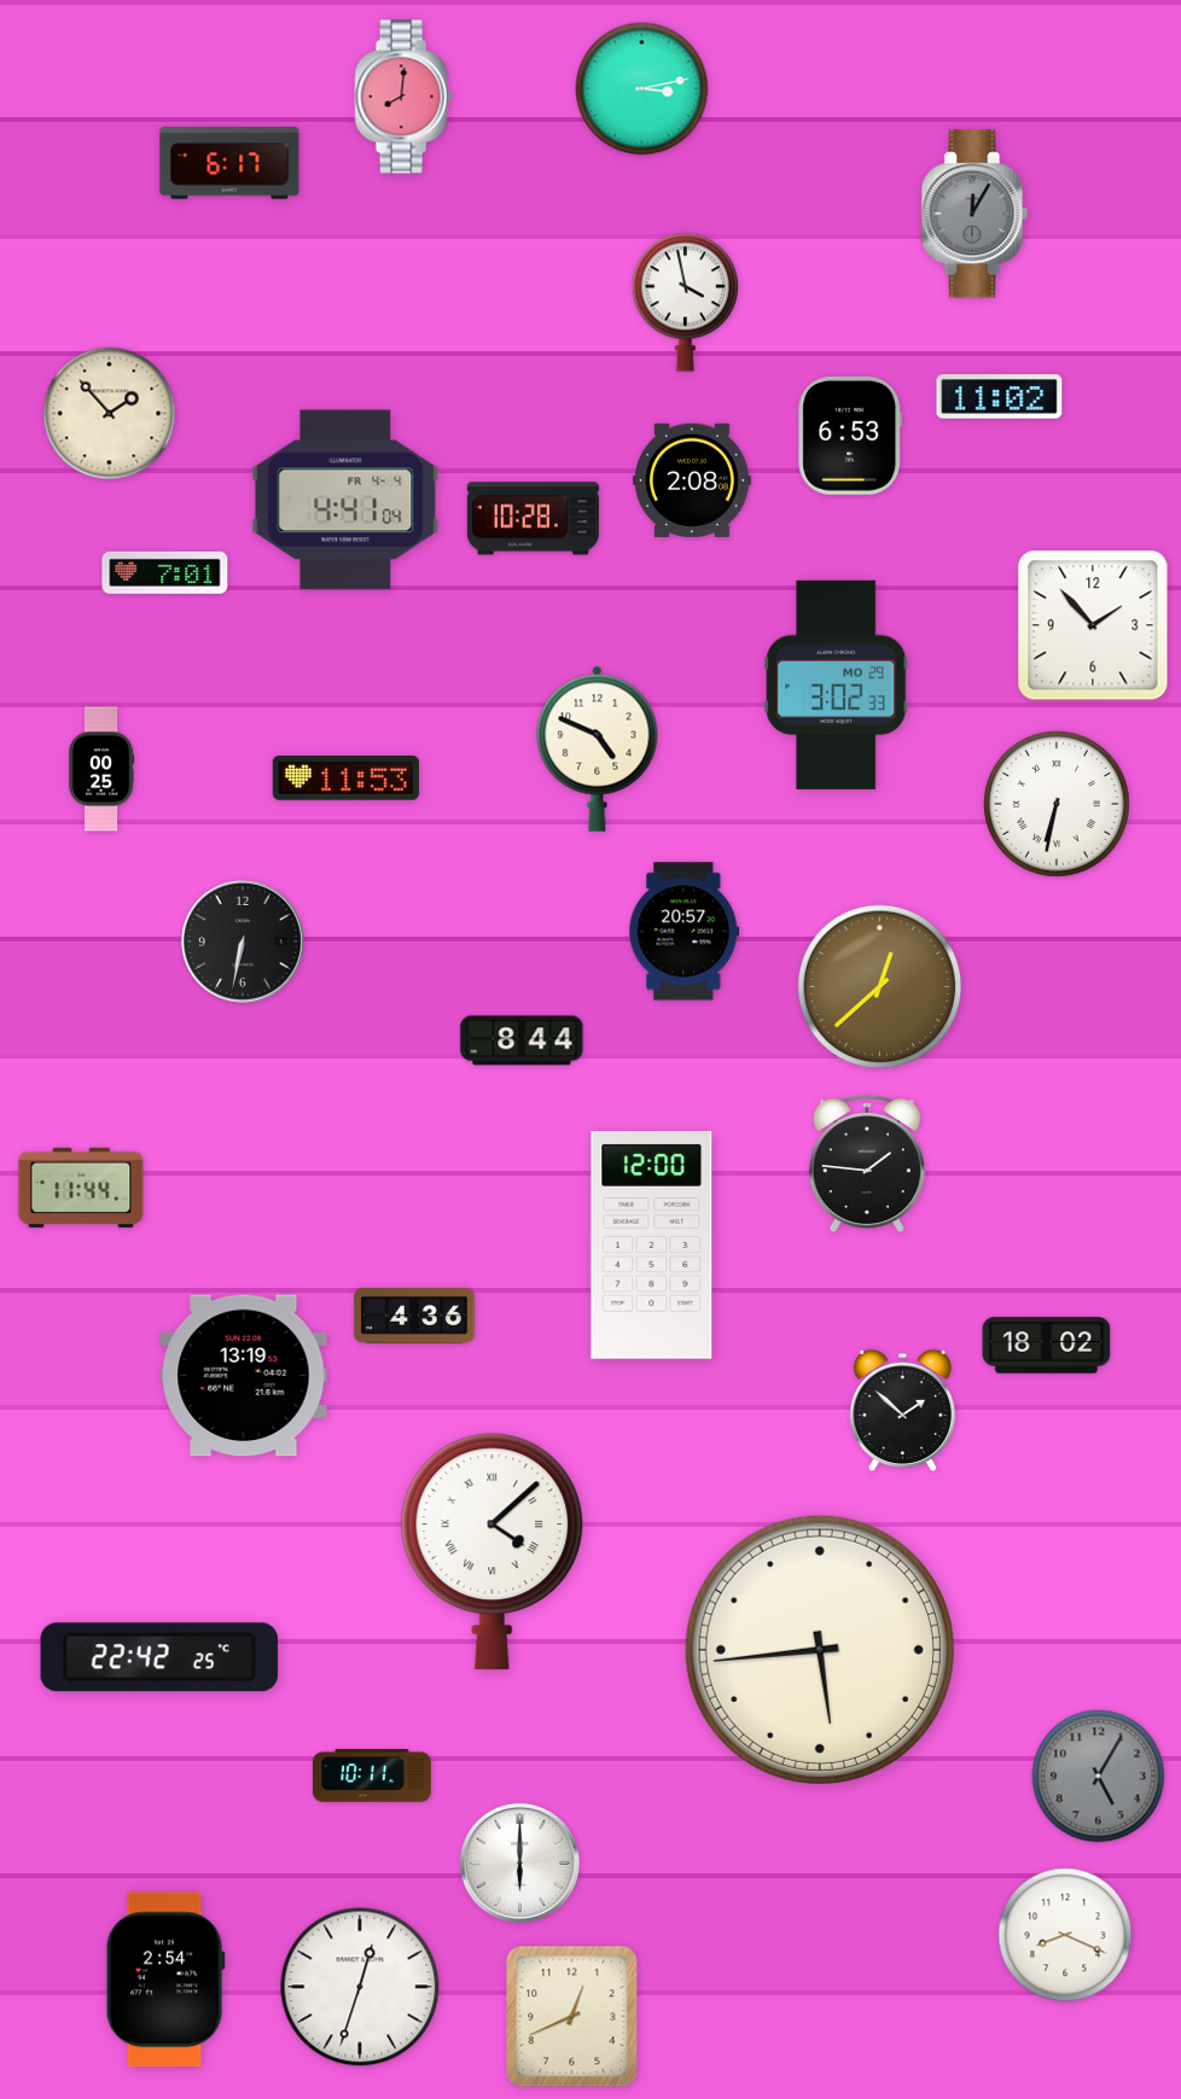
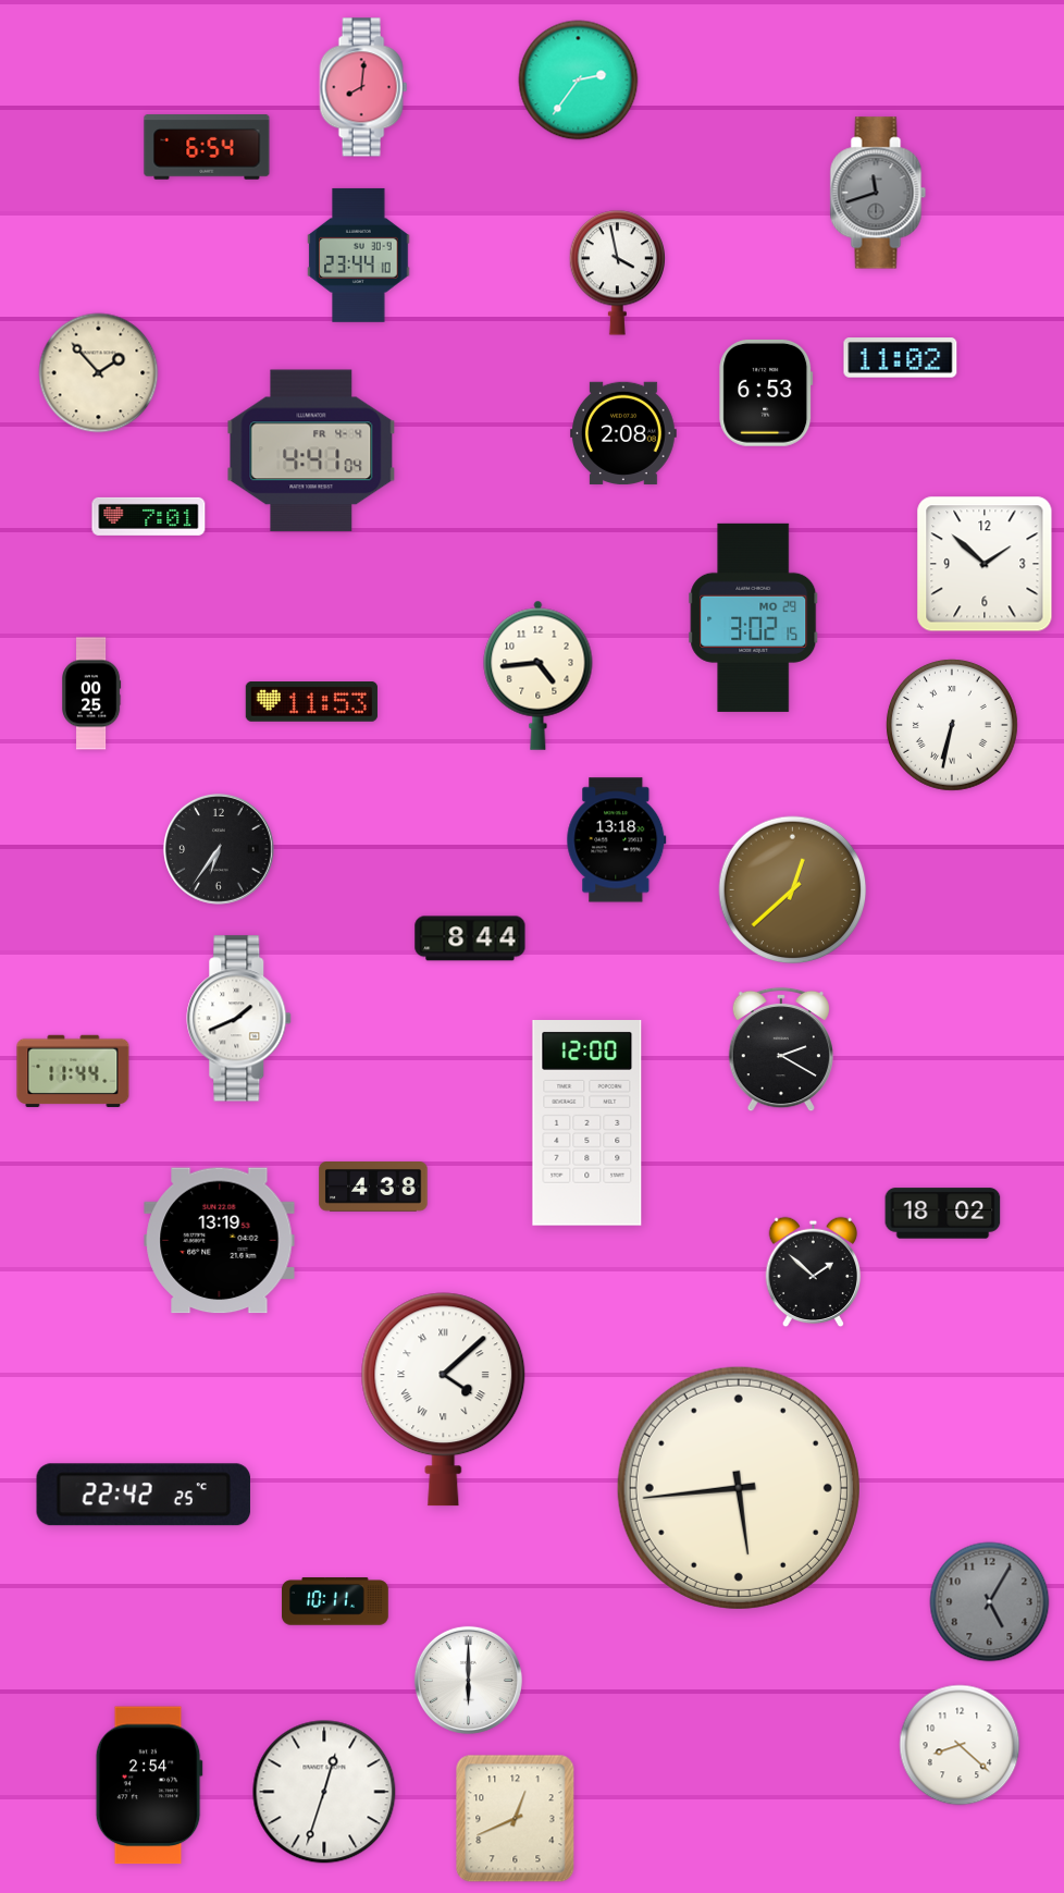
clock at (642, 89): 3:13 -> 2:36
clock at (229, 163): 6:17 -> 6:54
clock at (975, 214): 12:05 -> 11:42
clock at (359, 255): none -> 23:44
clock at (533, 519): 10:28 -> none
clock at (1093, 625): 1:53 -> 1:52
clock at (837, 684): 3:02:33 -> 3:02:15
clock at (598, 748): 4:49 -> 4:44
clock at (685, 932): 20:57 -> 13:18
clock at (243, 941): 6:32 -> 6:36
clock at (239, 1019): none -> 1:41
clock at (866, 1164): 1:46 -> 2:20
clock at (414, 1317): 4:36 -> 4:38
clock at (1065, 1935): 8:19 -> 8:22
